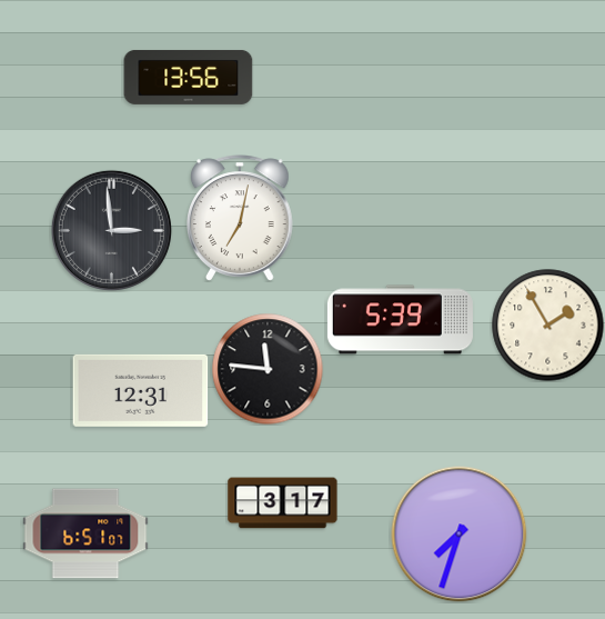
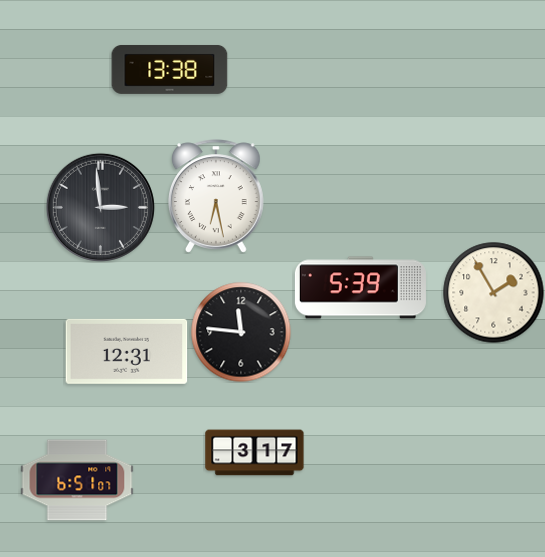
clock at (189, 77): 13:56 -> 13:38
clock at (241, 218): 7:02 -> 6:28
clock at (460, 535): 7:33 -> none
